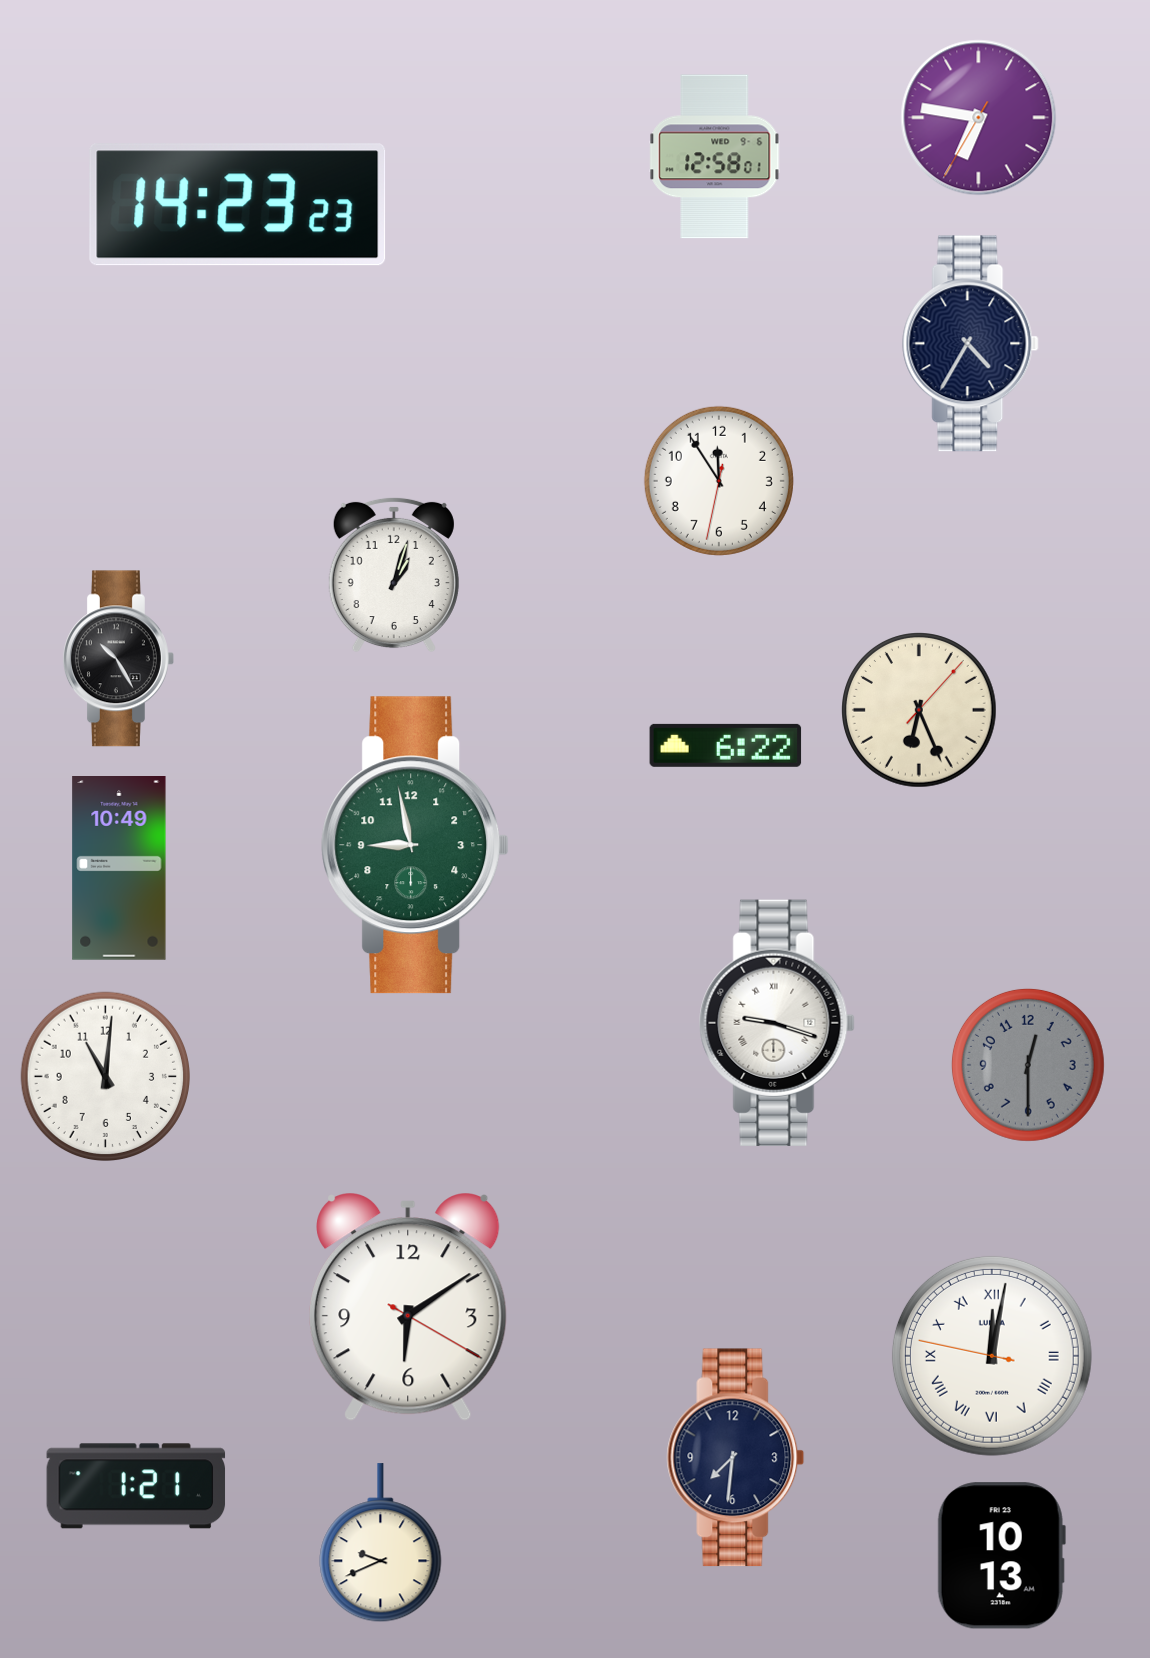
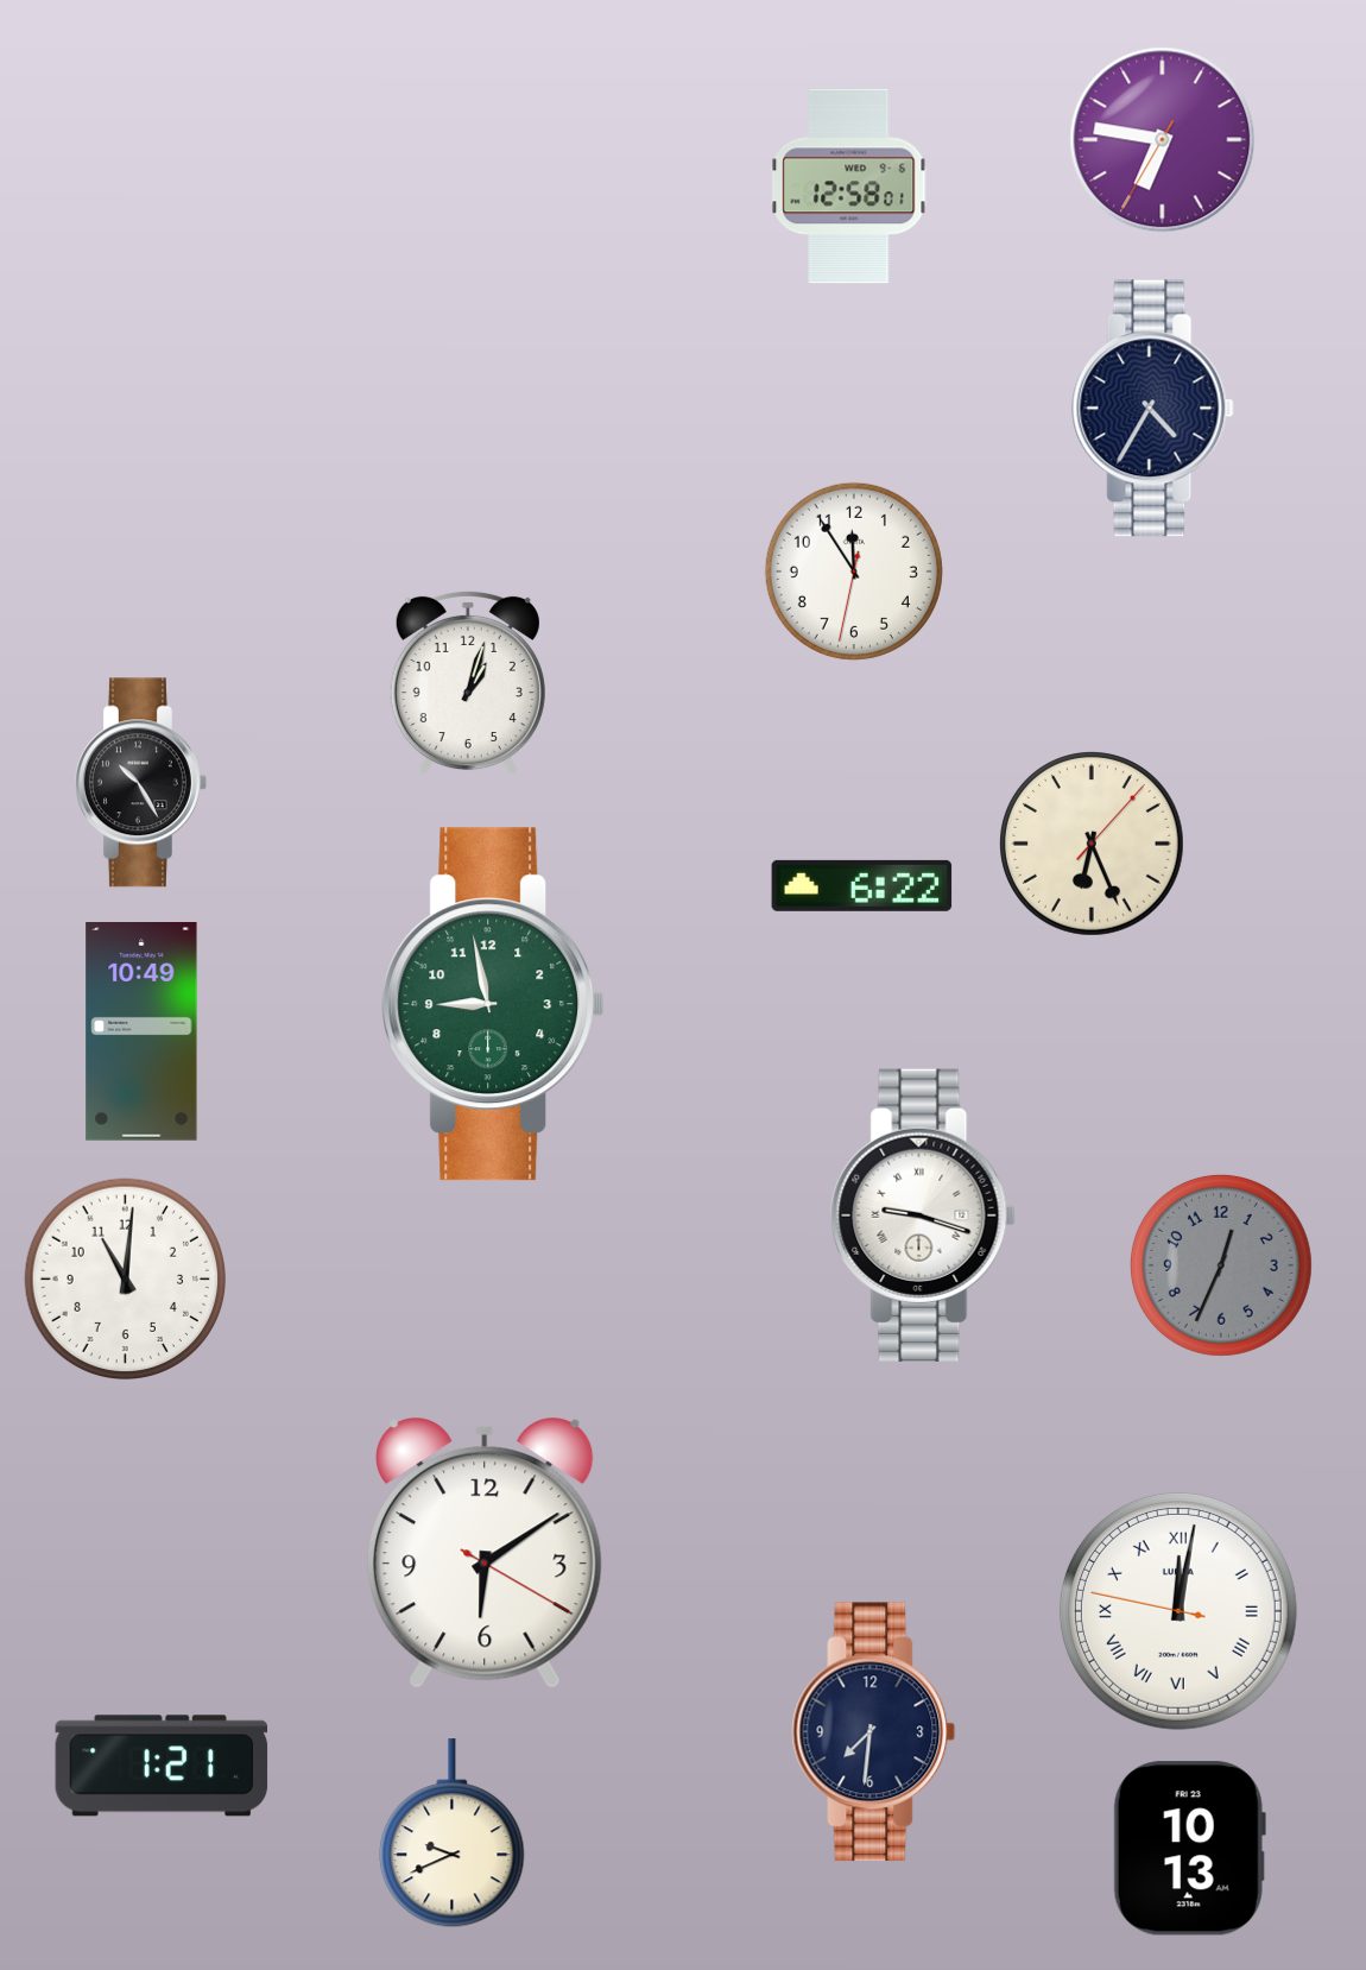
clock at (238, 205): 14:23 -> none
clock at (1028, 1065): 12:30 -> 12:34
